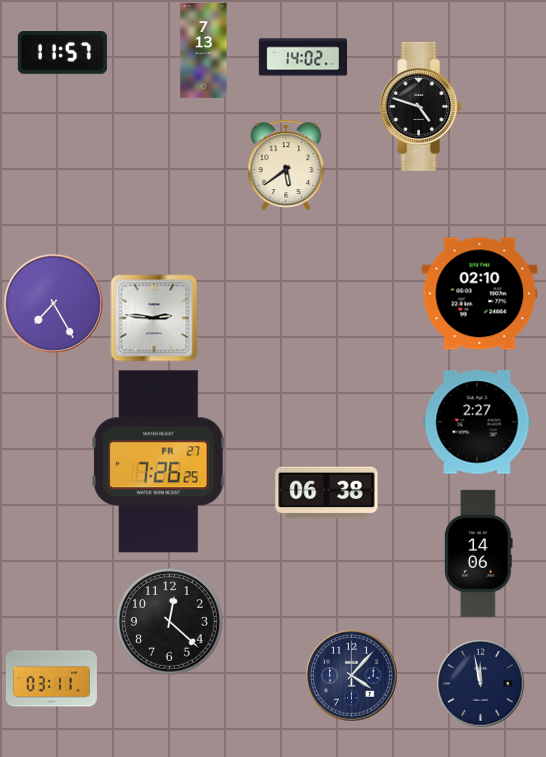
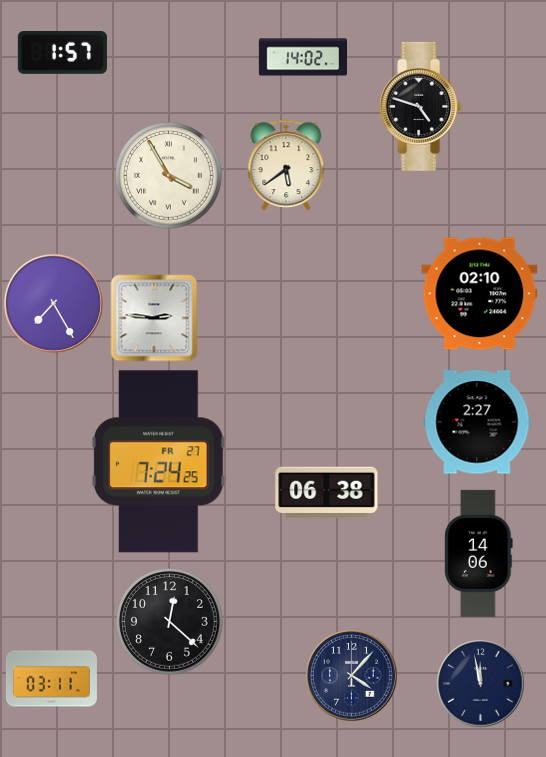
clock at (204, 51): 7:13 -> none
clock at (62, 53): 11:57 -> 1:57
clock at (169, 176): none -> 3:55
clock at (159, 462): 7:26 -> 7:24
